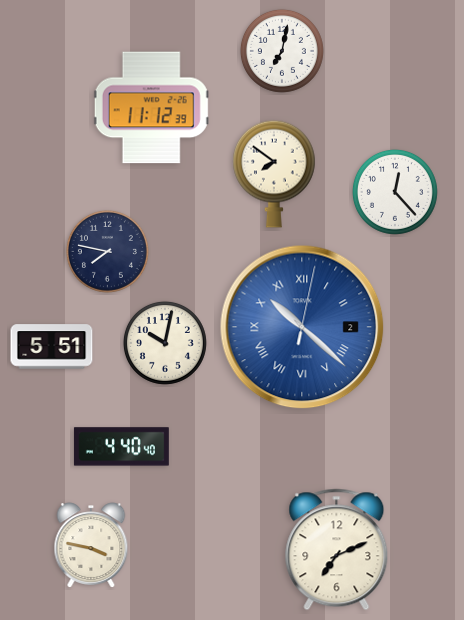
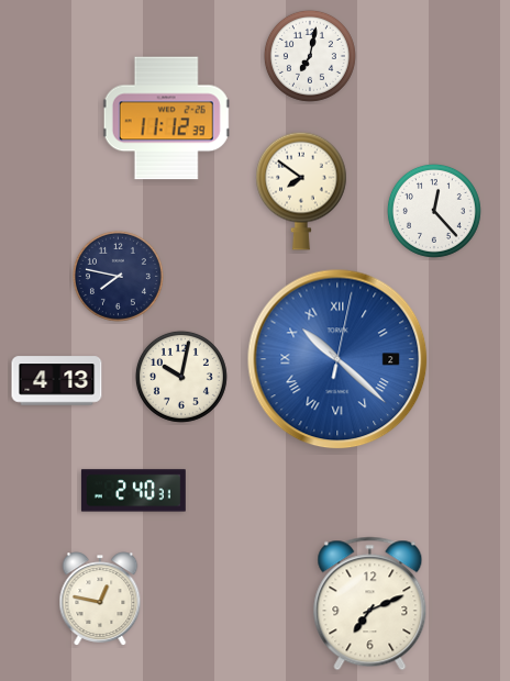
clock at (302, 327) position: (302, 327) -> (337, 359)
clock at (52, 347): 5:51 -> 4:13
clock at (121, 447): 4:40 -> 2:40
clock at (91, 545): 3:47 -> 12:47
